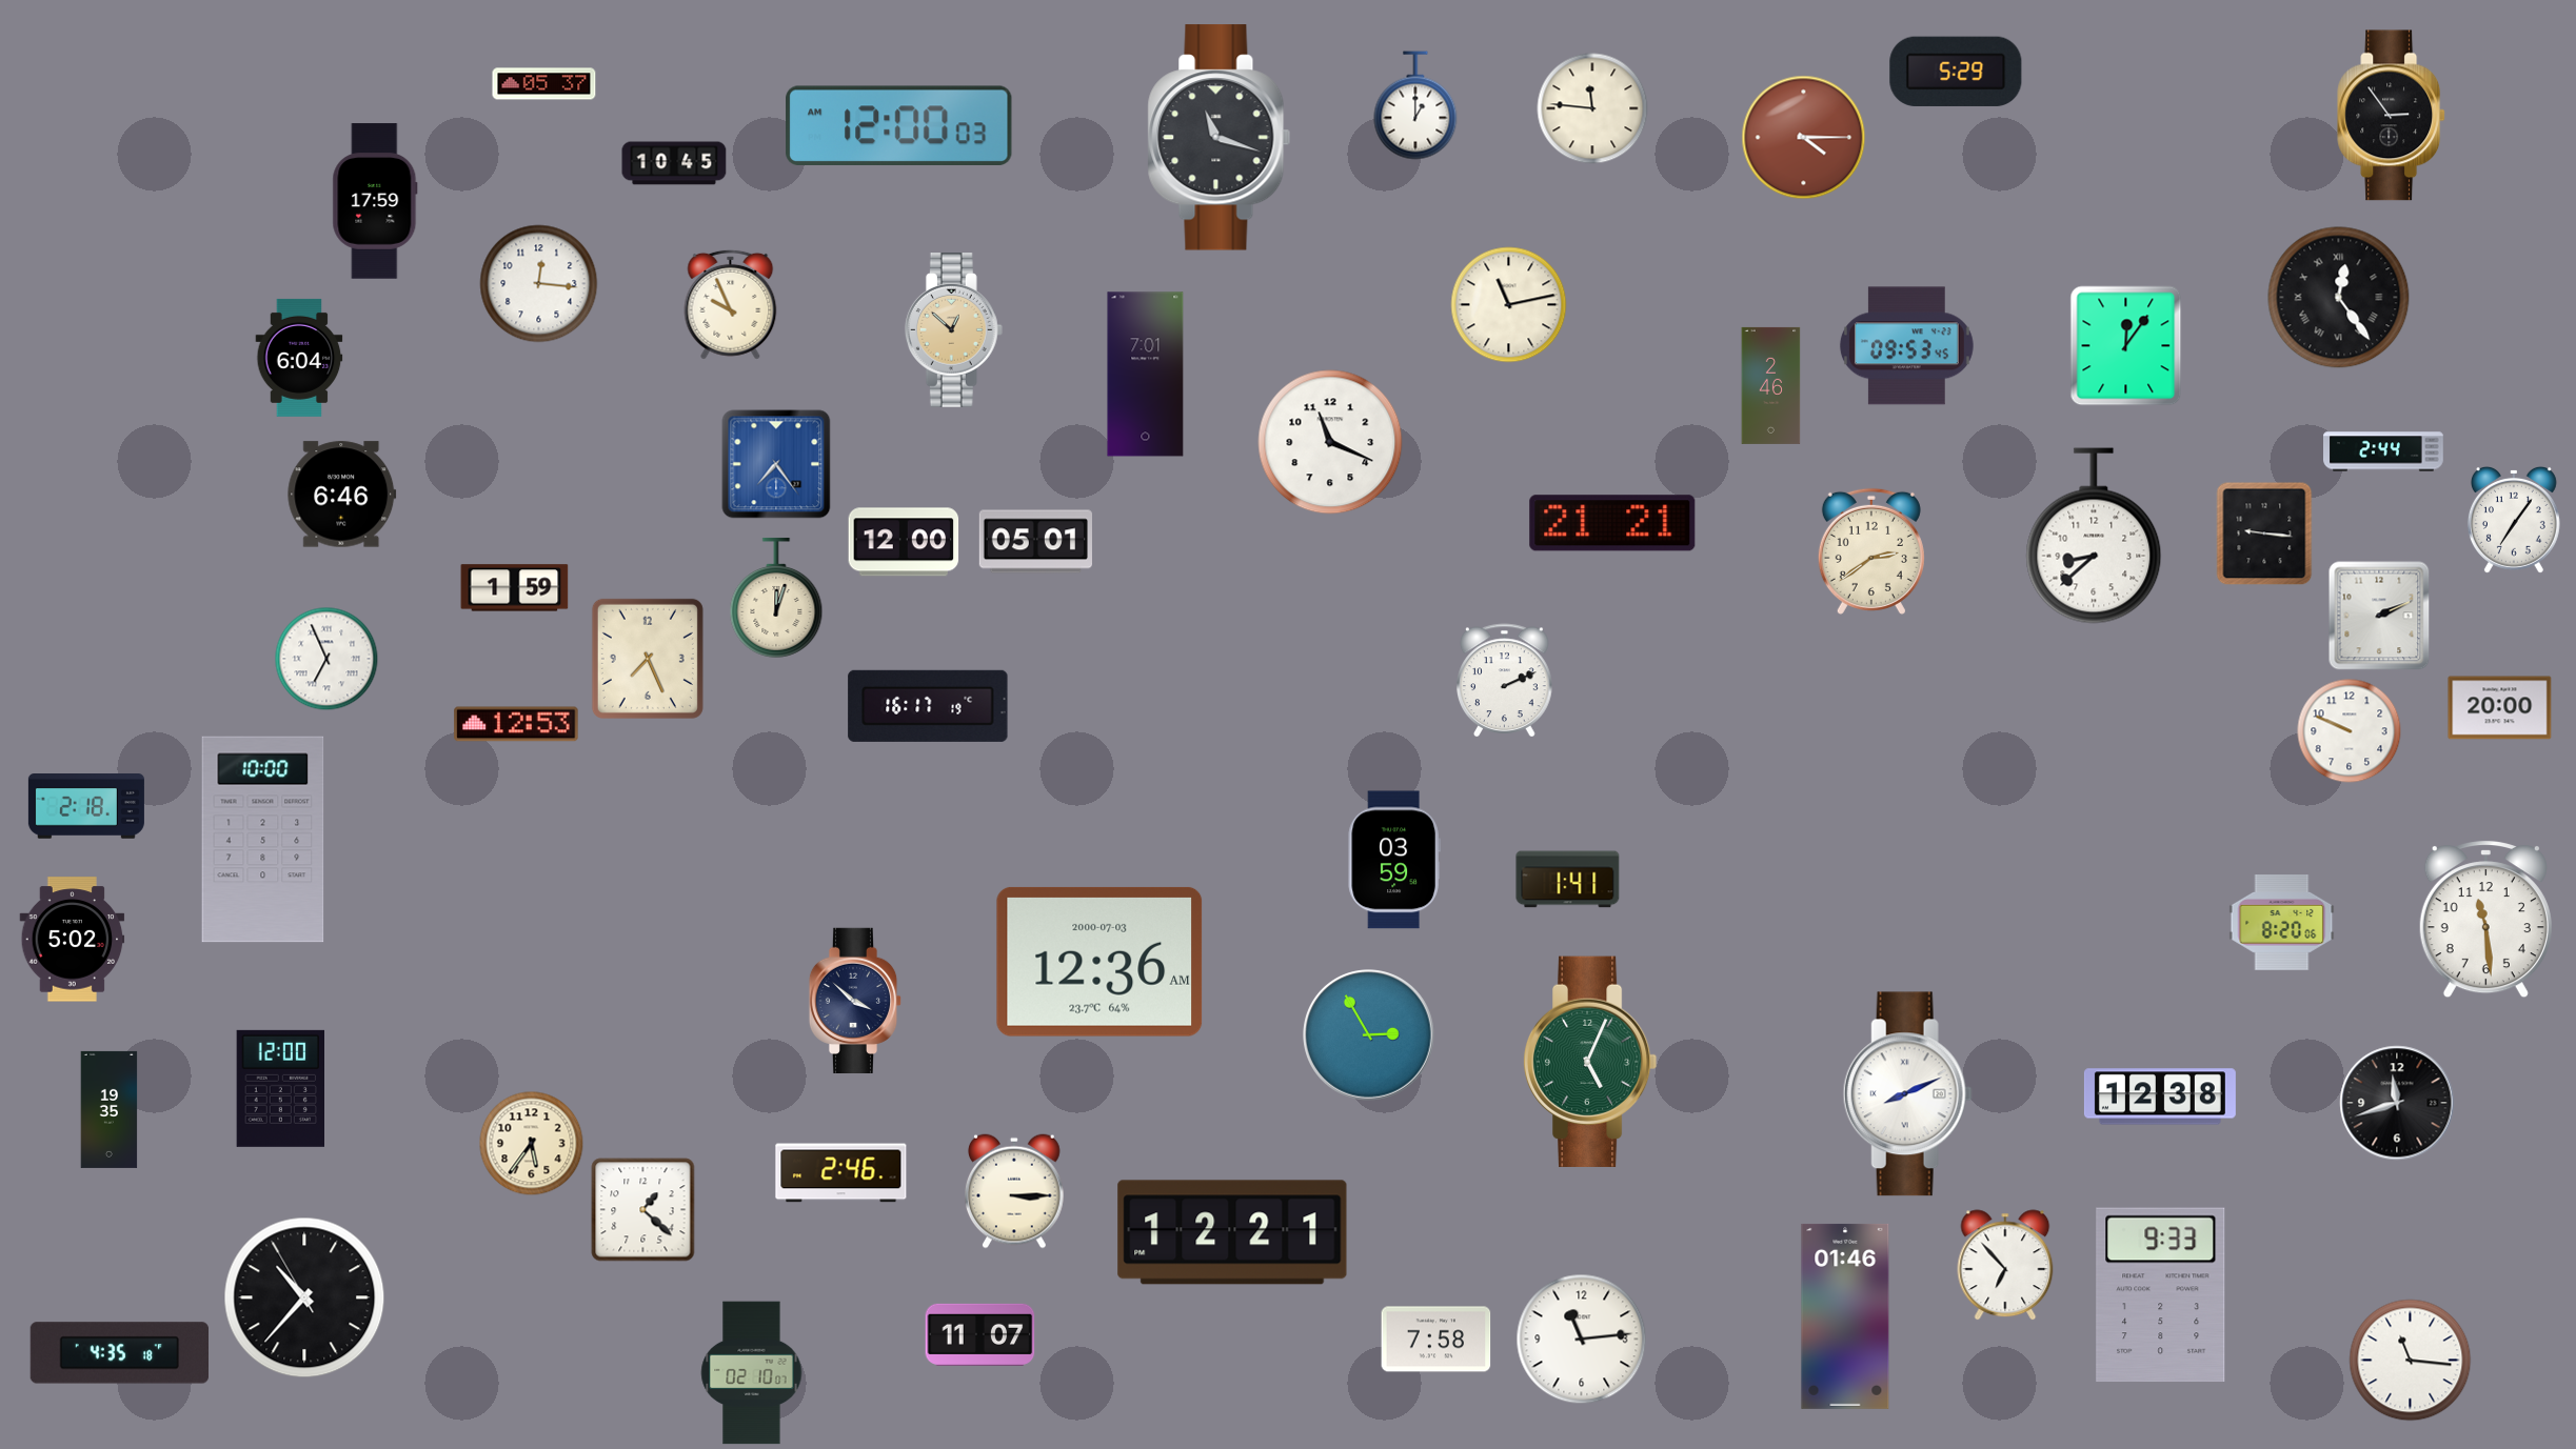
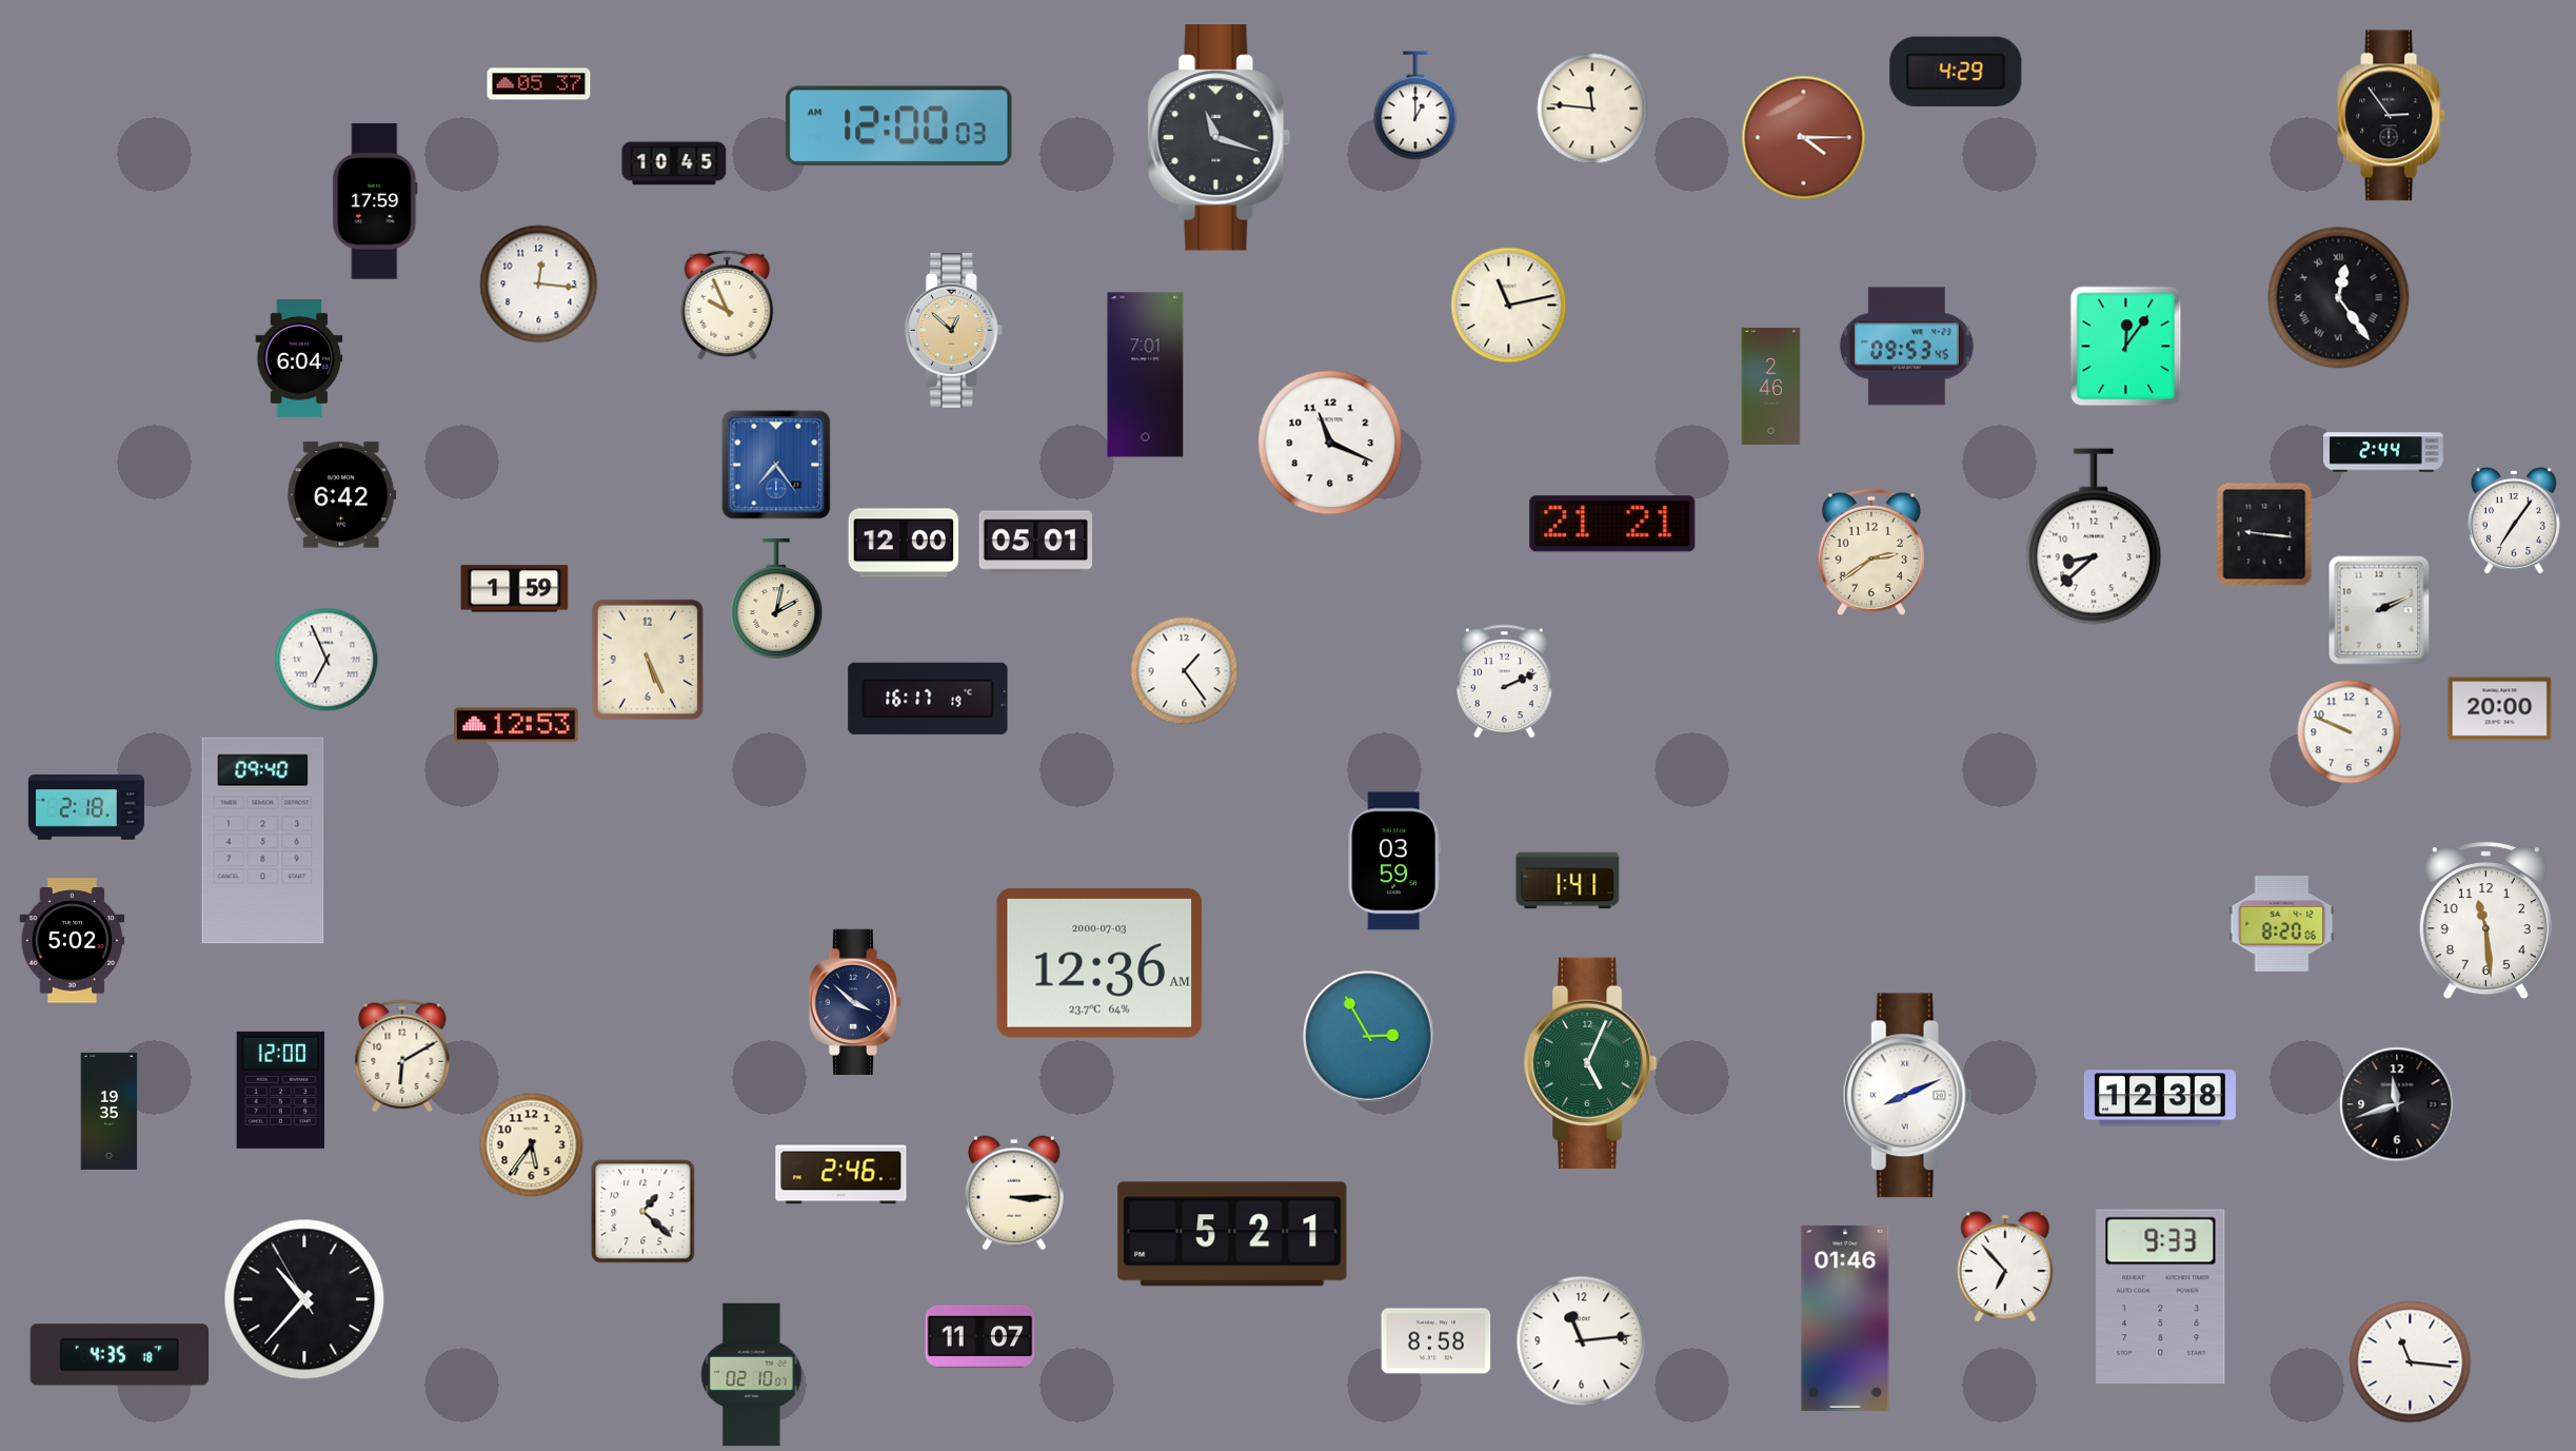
clock at (1956, 71): 5:29 -> 4:29
clock at (544, 84) position: (544, 84) -> (539, 84)
clock at (731, 304) position: (731, 304) -> (728, 305)
clock at (342, 495): 6:46 -> 6:42
clock at (776, 598): 12:03 -> 2:02
clock at (2379, 616) position: (2379, 616) -> (2379, 610)
clock at (648, 659): 7:26 -> 5:26
clock at (1185, 671): none -> 1:24
clock at (928, 706) position: (928, 706) -> (928, 699)
clock at (263, 840): 10:00 -> 09:40
clock at (402, 1056): none -> 6:10
clock at (1232, 1232): 12:21 -> 5:21
clock at (1436, 1340): 7:58 -> 8:58
